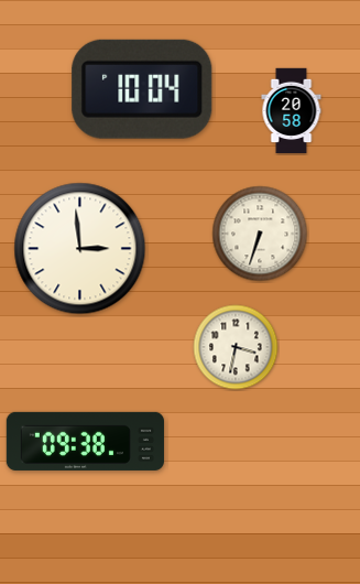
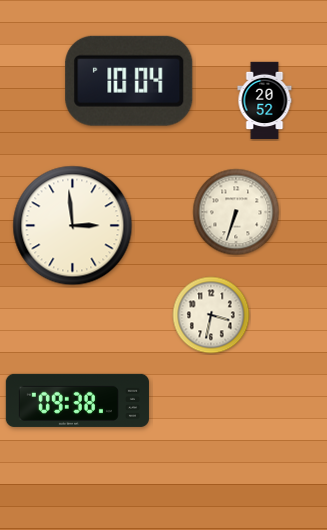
clock at (292, 111): 20:58 -> 20:52
clock at (236, 347) position: (236, 347) -> (211, 315)
